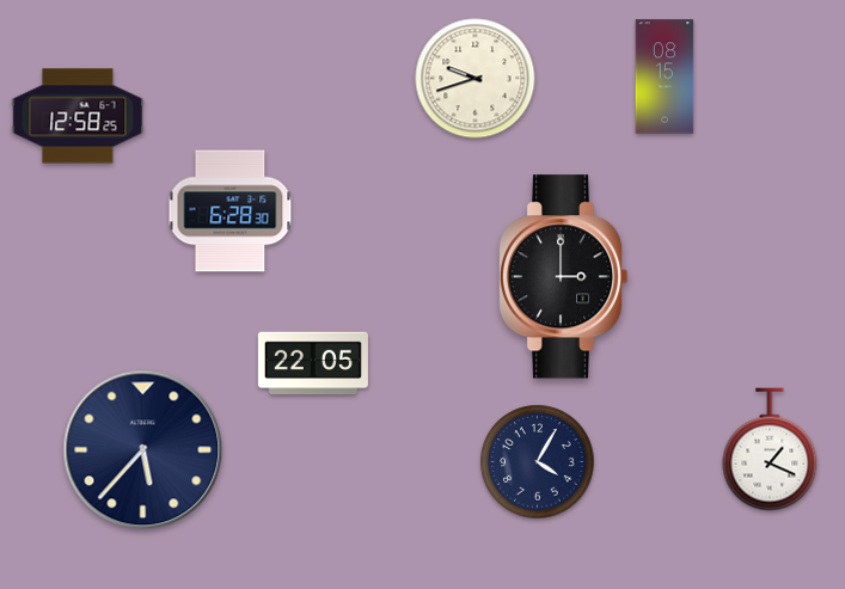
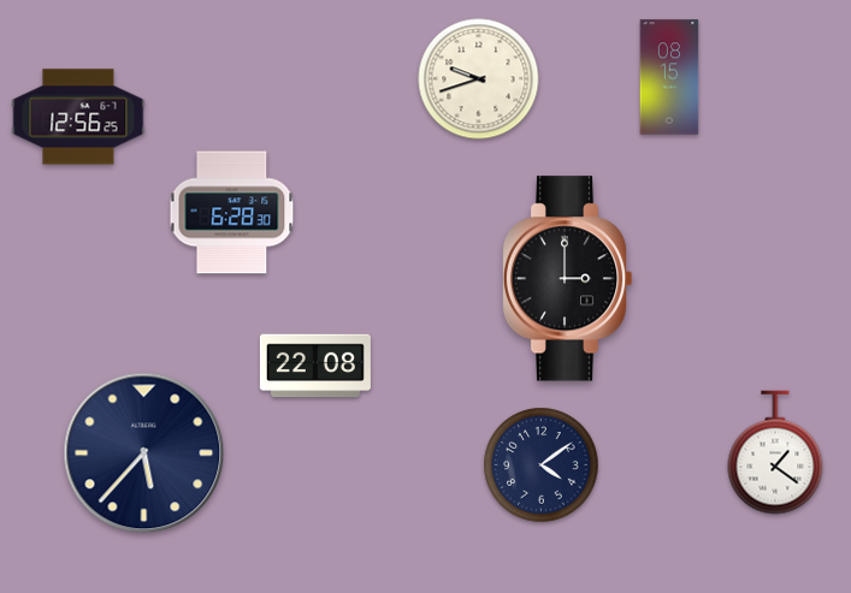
clock at (78, 116): 12:58 -> 12:56
clock at (313, 363): 22:05 -> 22:08
clock at (770, 449): 1:19 -> 1:21
clock at (538, 462): 4:05 -> 4:09
